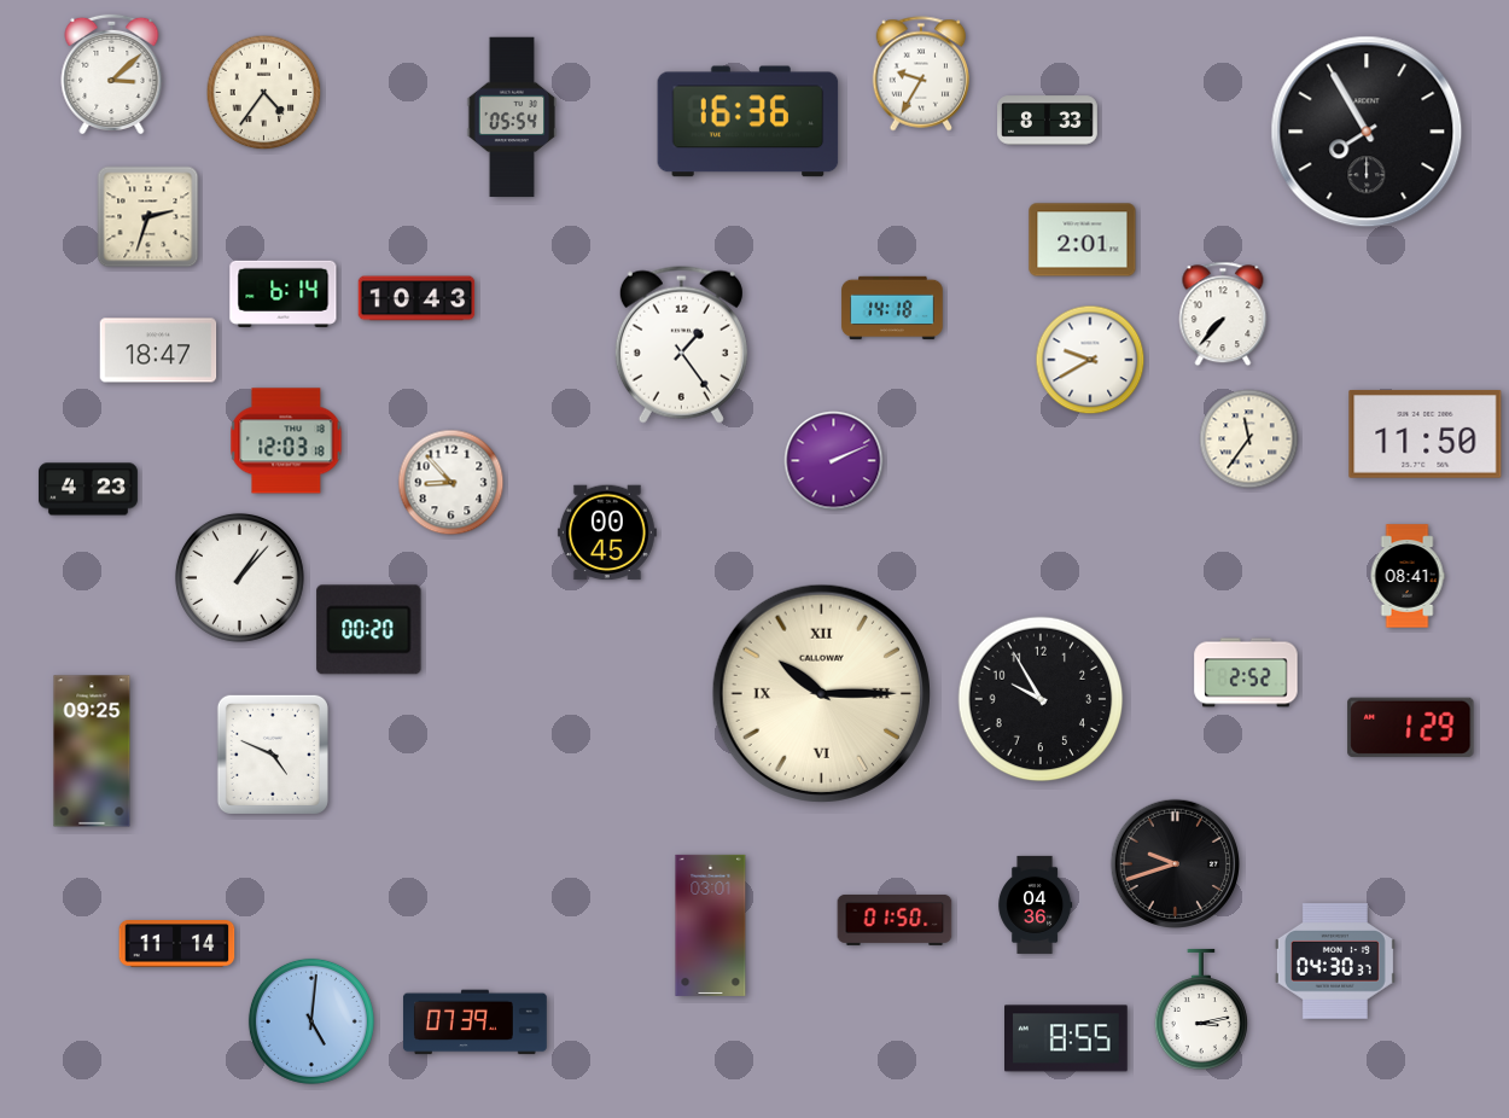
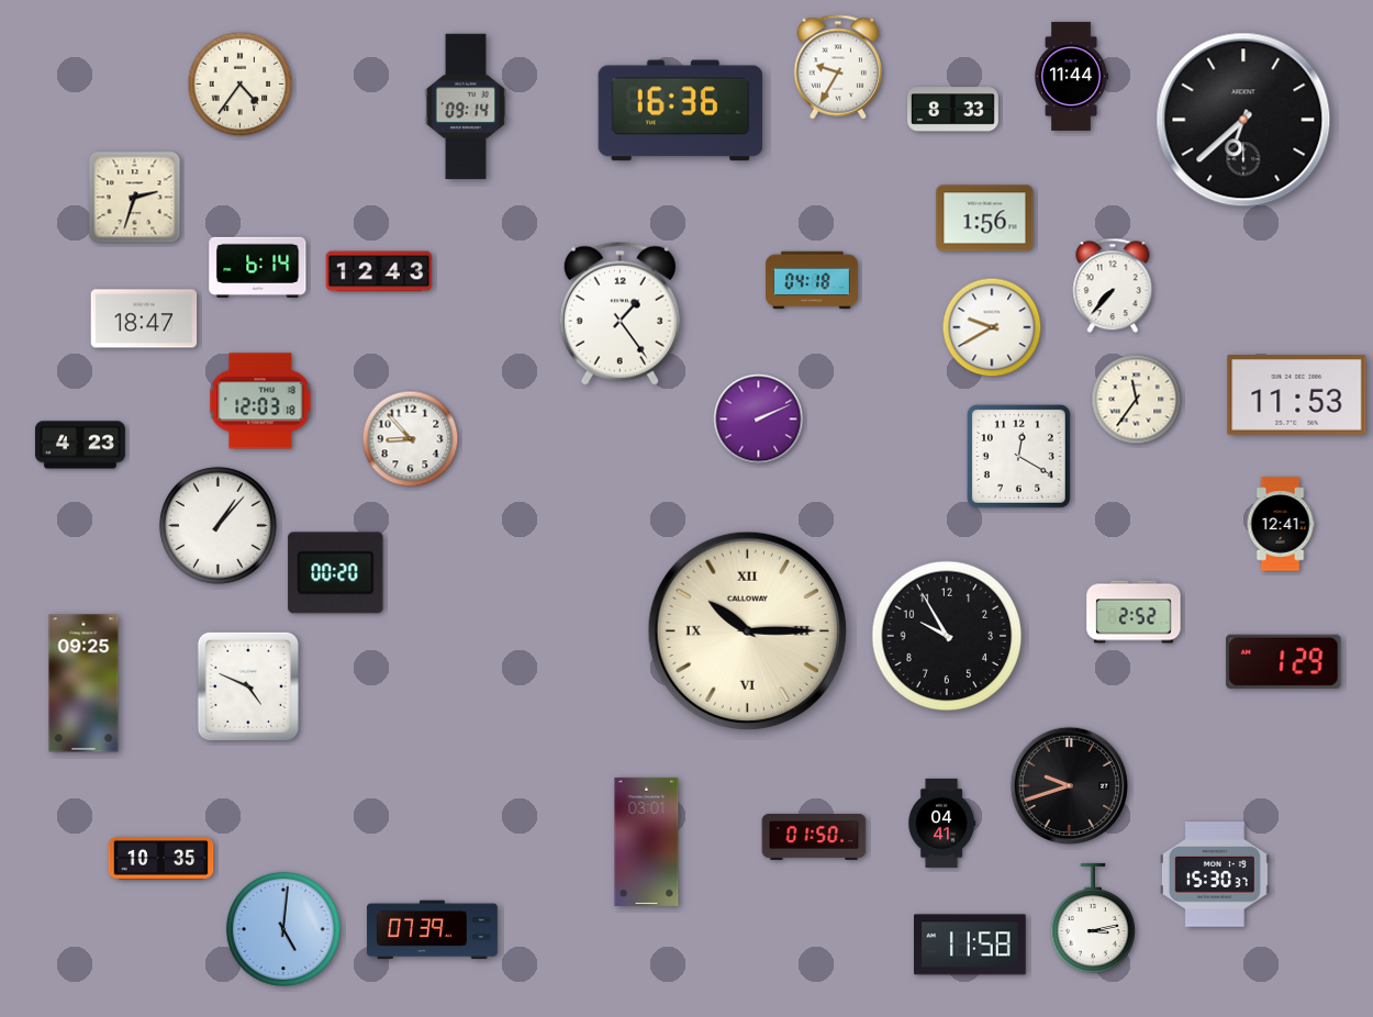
clock at (112, 74): 3:08 -> none
clock at (1071, 76): none -> 11:44
clock at (512, 117): 05:54 -> 09:14
clock at (1367, 132): 7:55 -> 6:38
clock at (1083, 240): 2:01 -> 1:56
clock at (416, 298): 10:43 -> 12:43
clock at (892, 308): 14:18 -> 04:18
clock at (1426, 433): 11:50 -> 11:53
clock at (1018, 456): none -> 12:20
clock at (607, 532): 00:45 -> none
clock at (1408, 576): 08:41 -> 12:41
clock at (1036, 904): 04:36 -> 04:41
clock at (177, 944): 11:14 -> 10:35
clock at (1335, 961): 04:30 -> 15:30
clock at (1067, 1038): 8:55 -> 11:58
